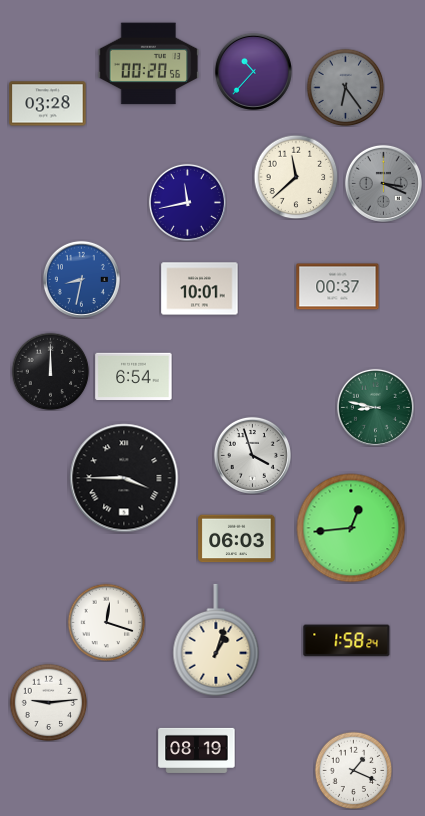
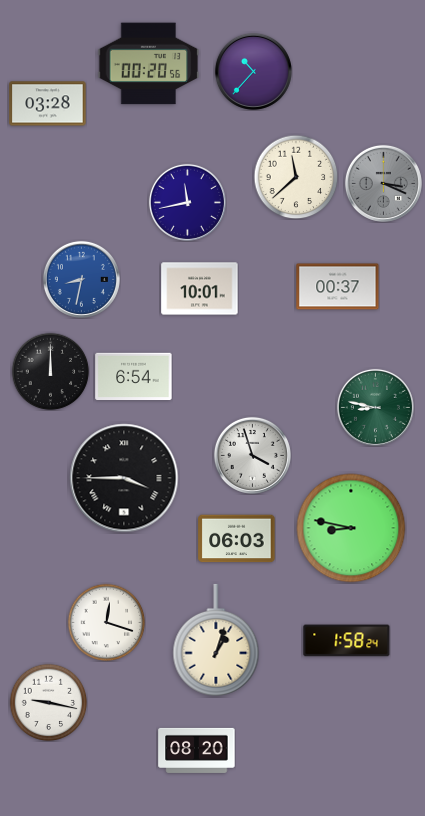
clock at (345, 87): 6:24 -> none
clock at (351, 528): 12:44 -> 8:47
clock at (48, 702): 9:14 -> 9:17
clock at (197, 750): 08:19 -> 08:20
clock at (353, 770): 1:19 -> none
